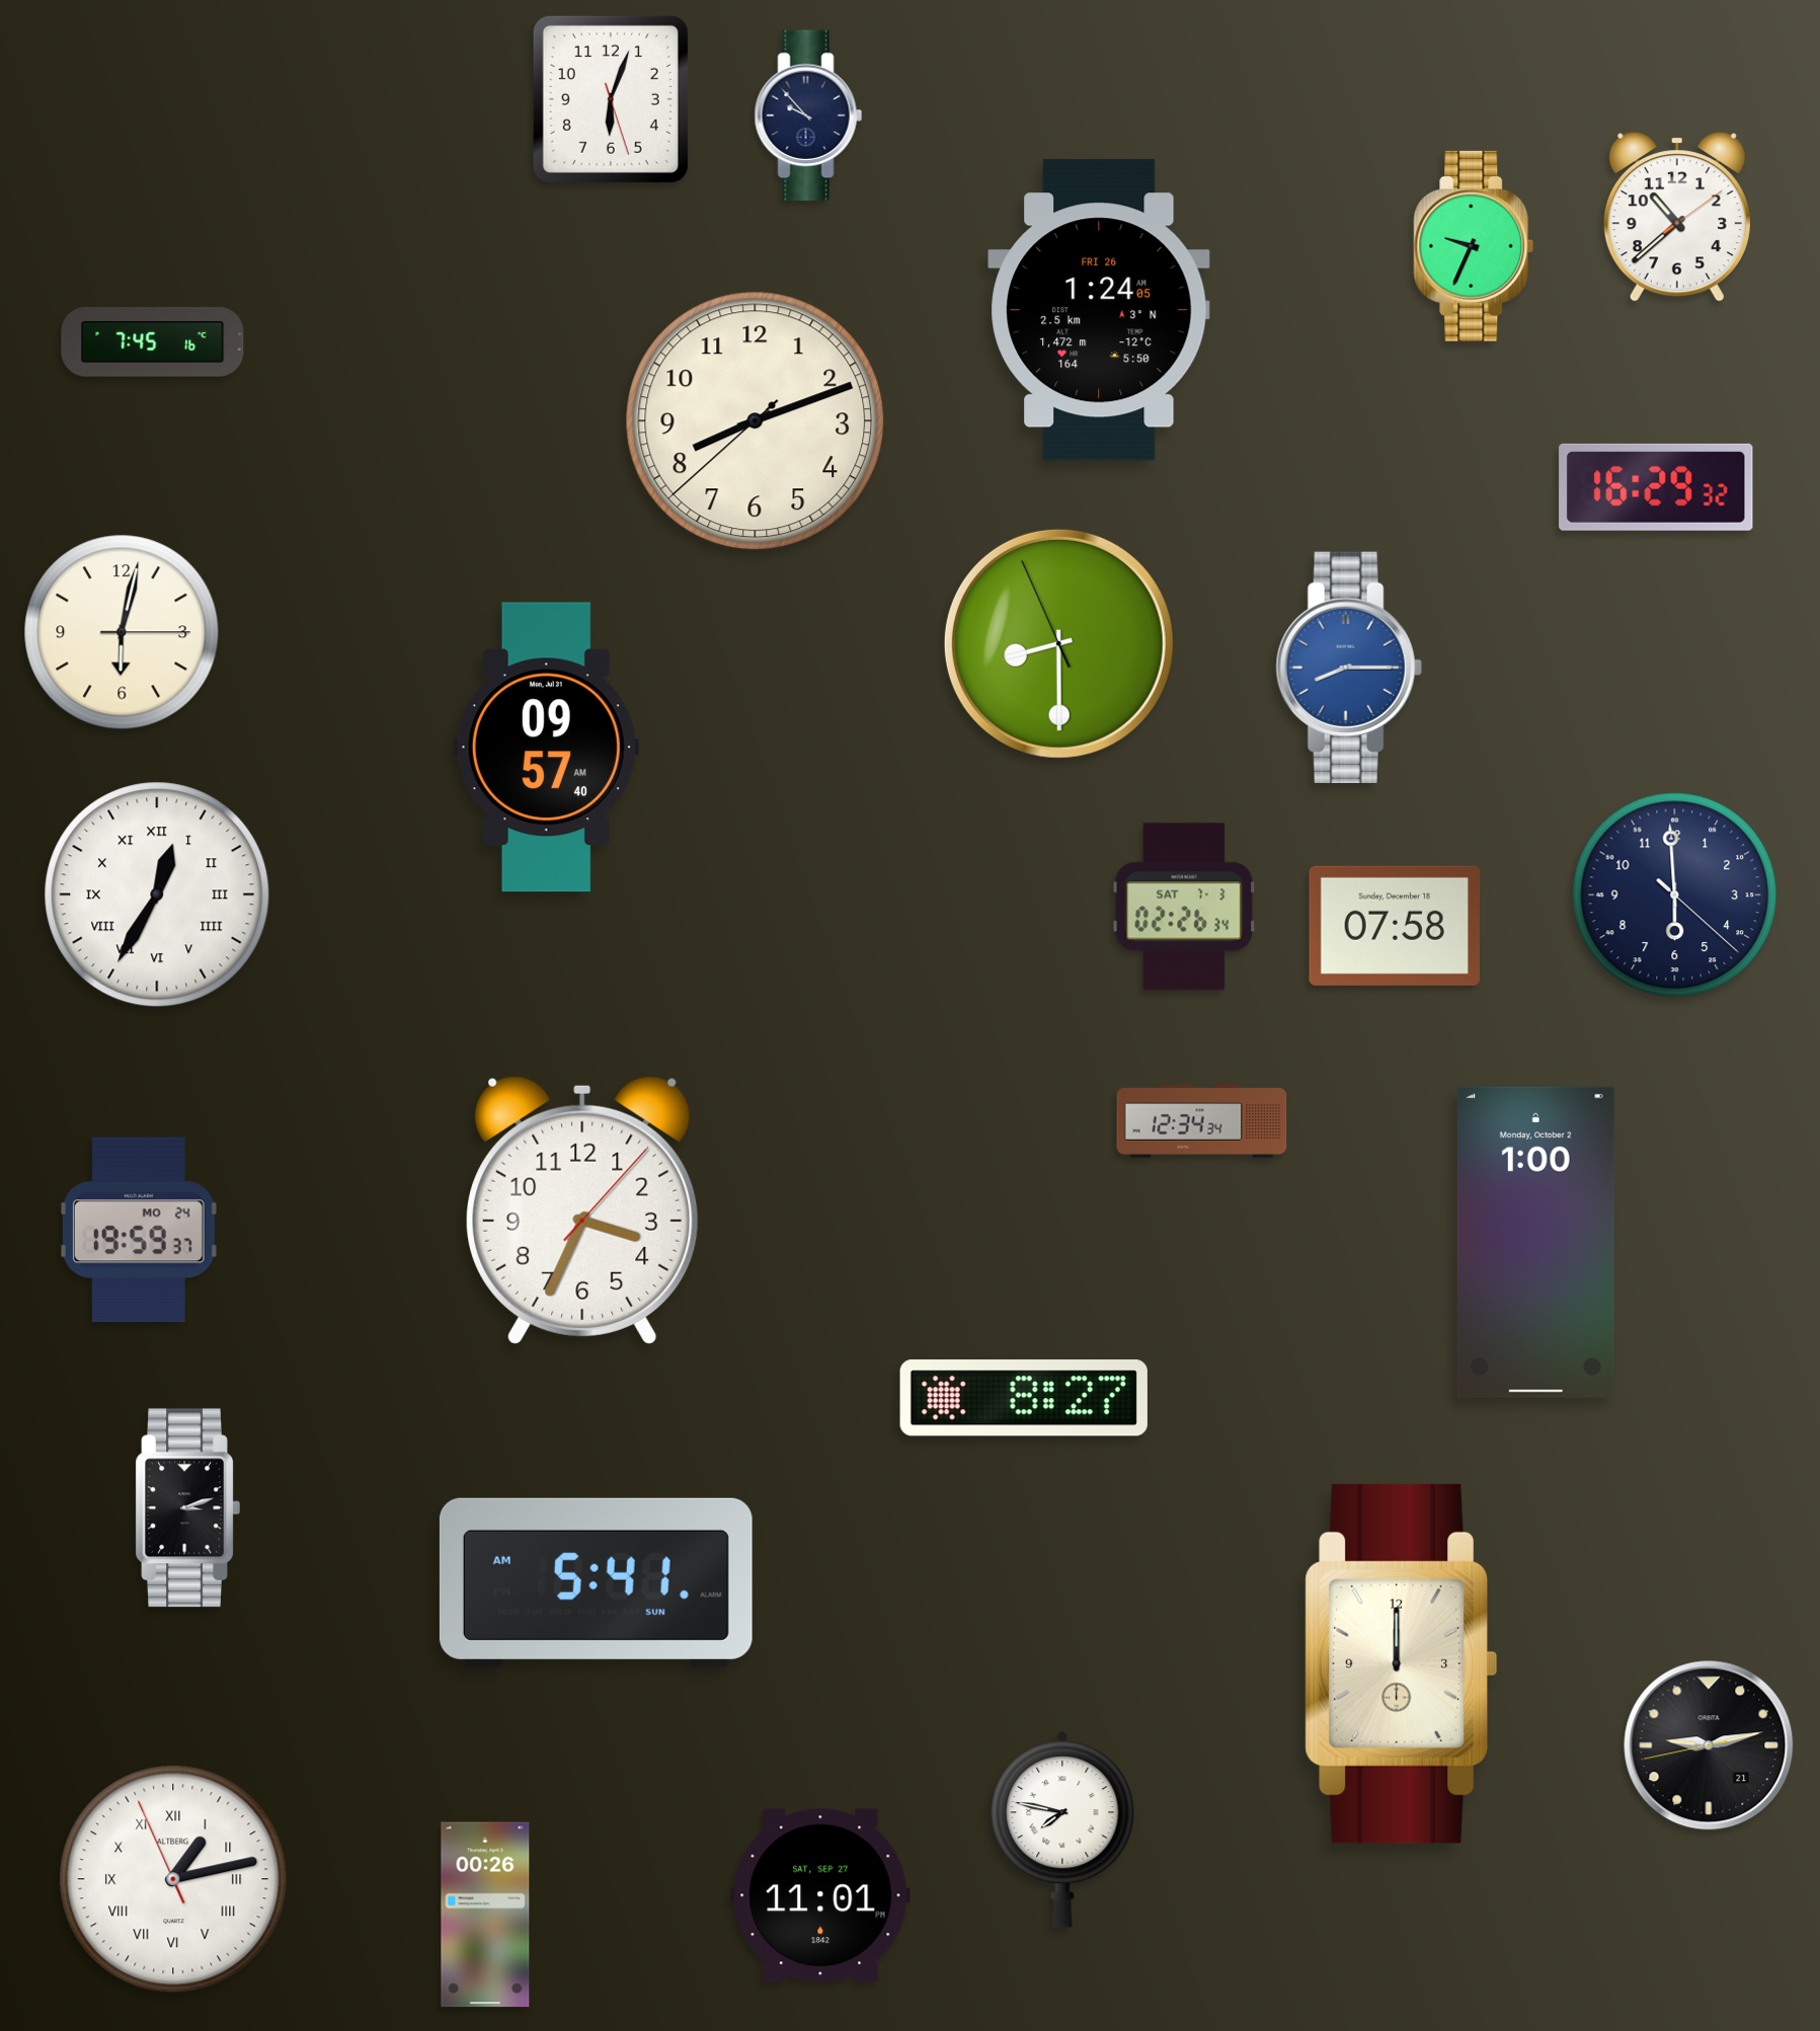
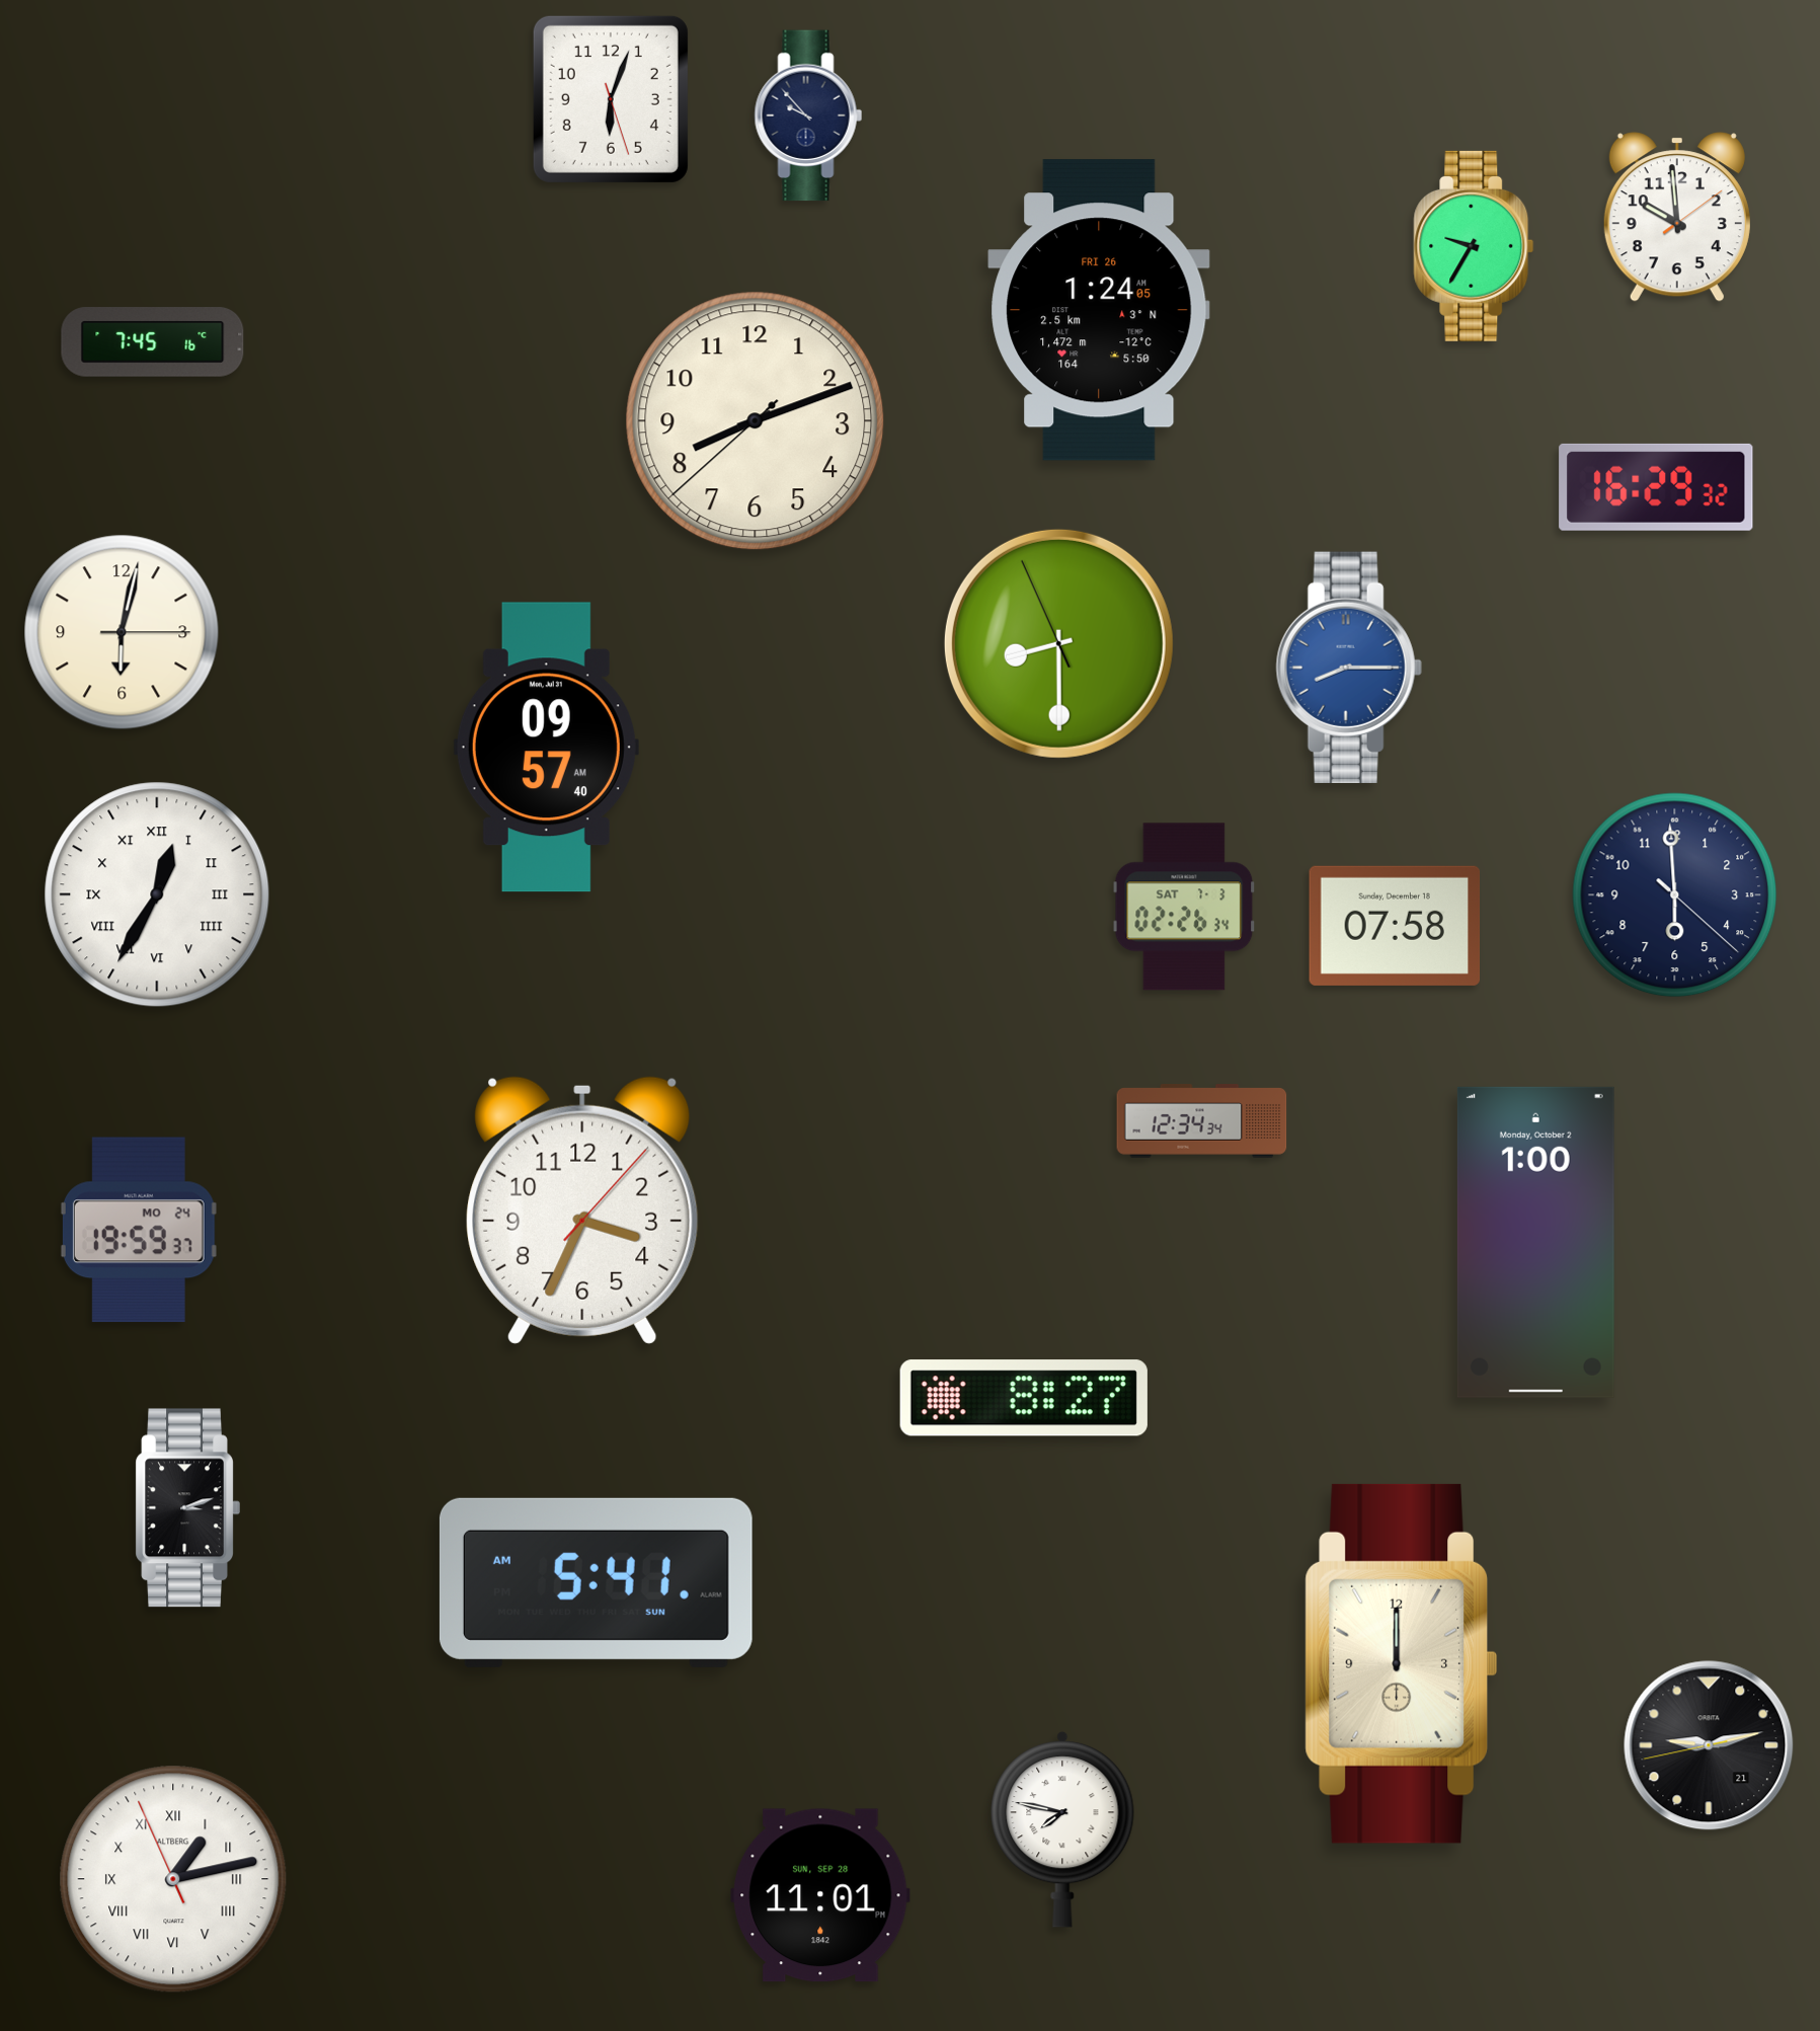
clock at (1677, 217): 10:38 -> 9:59
clock at (1474, 246): 9:34 -> 9:35
clock at (820, 1895) date: SAT, SEP 27 -> SUN, SEP 28
clock at (485, 1915): 00:26 -> none
